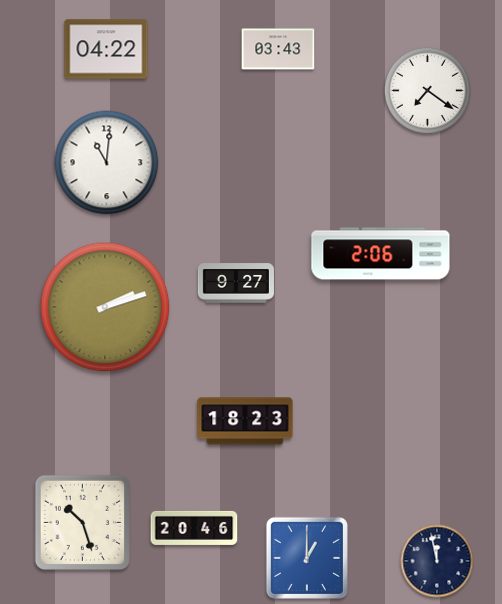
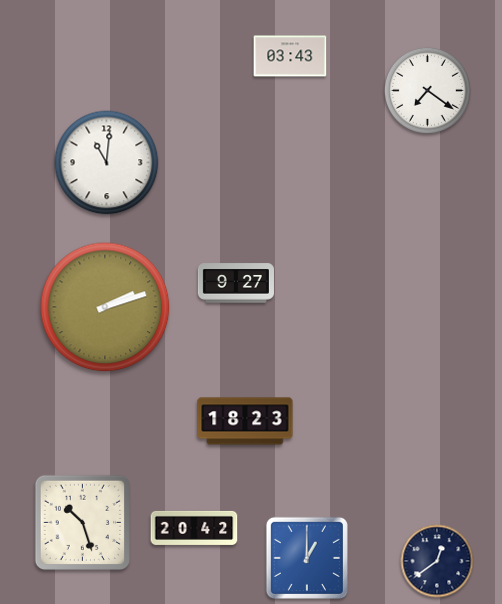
clock at (106, 49): 04:22 -> none
clock at (278, 49) position: (278, 49) -> (290, 56)
clock at (381, 254): 2:06 -> none
clock at (194, 528): 20:46 -> 20:42
clock at (437, 561): 11:58 -> 12:39
